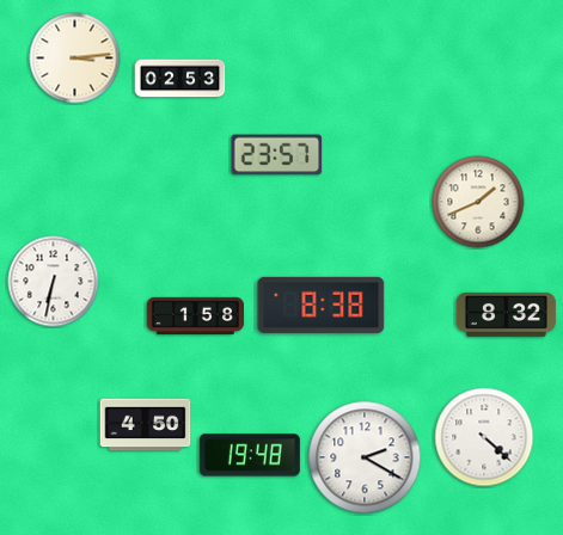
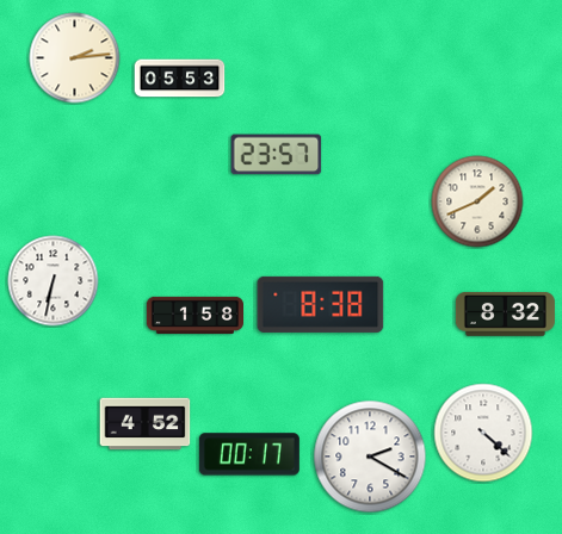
clock at (75, 59): 3:14 -> 2:14
clock at (180, 79): 02:53 -> 05:53
clock at (146, 425): 4:50 -> 4:52
clock at (484, 437) position: (484, 437) -> (483, 433)
clock at (250, 455): 19:48 -> 00:17
clock at (365, 457) position: (365, 457) -> (370, 457)
